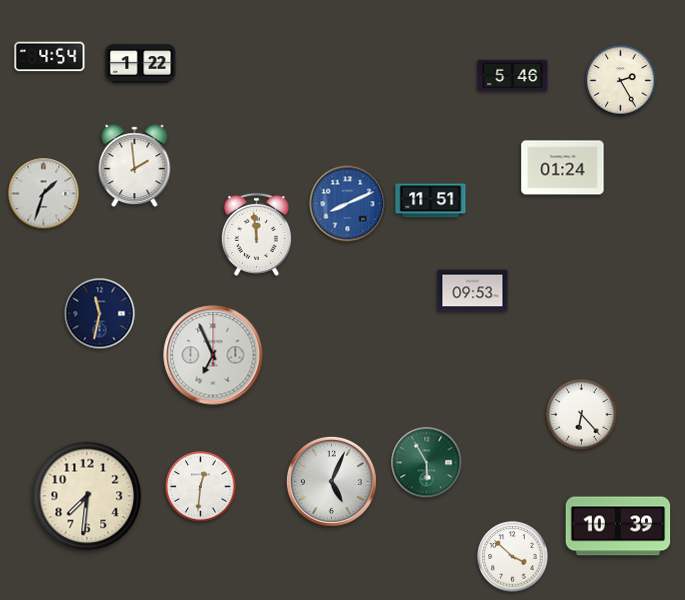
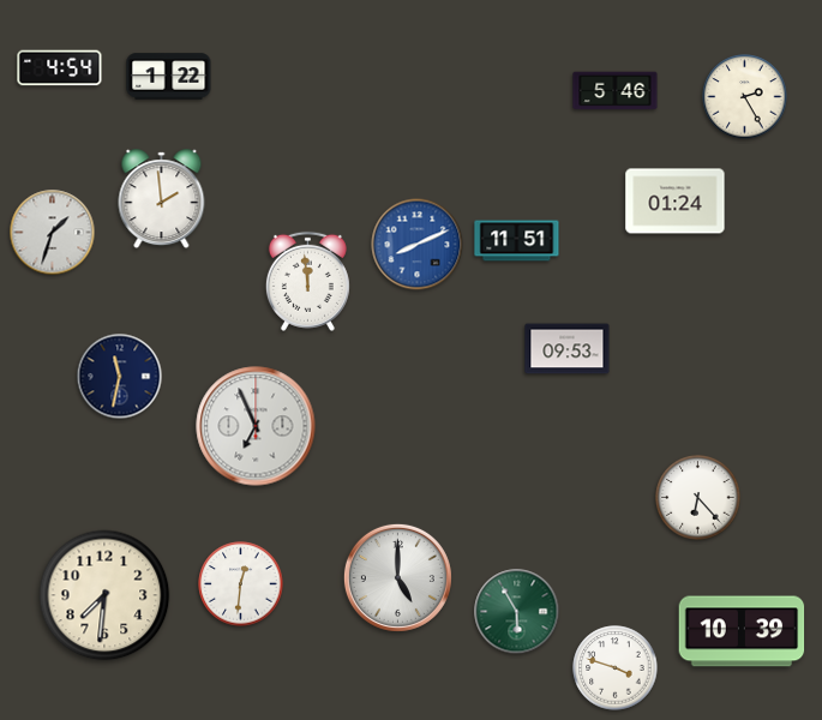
clock at (427, 463) position: (427, 463) -> (517, 612)
clock at (331, 481): 5:04 -> 5:00
clock at (513, 557): 3:52 -> 3:48
